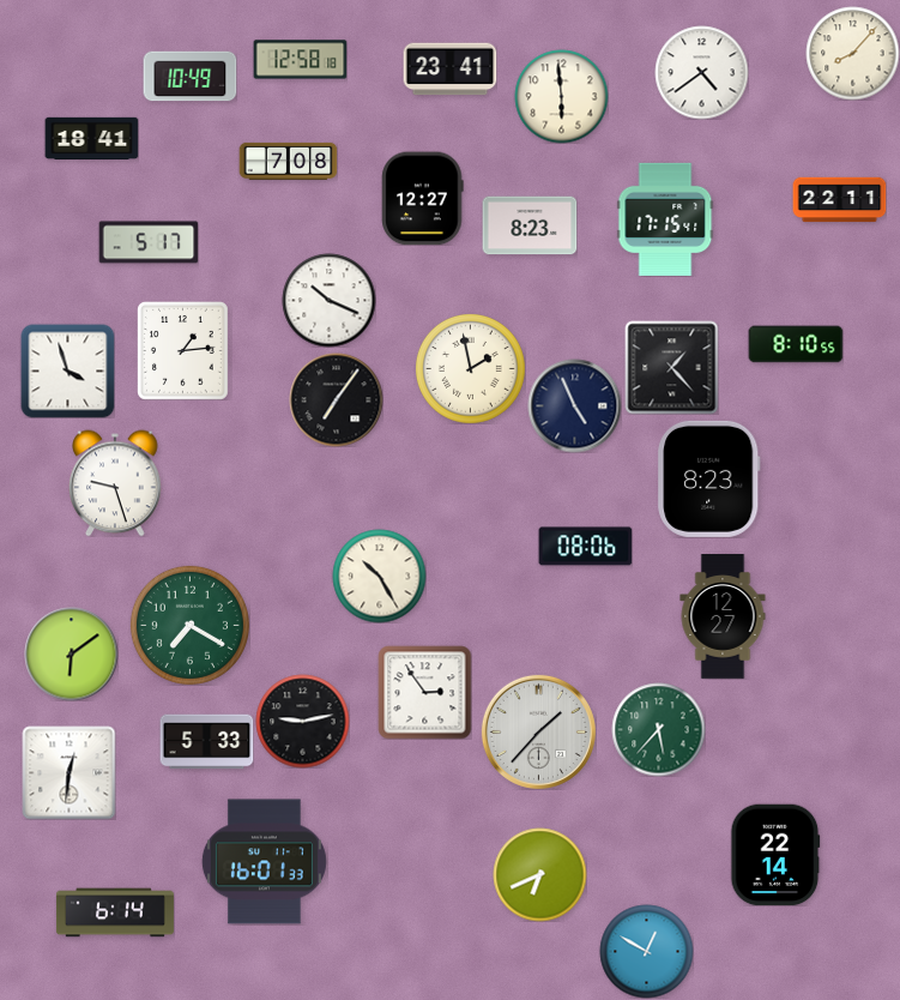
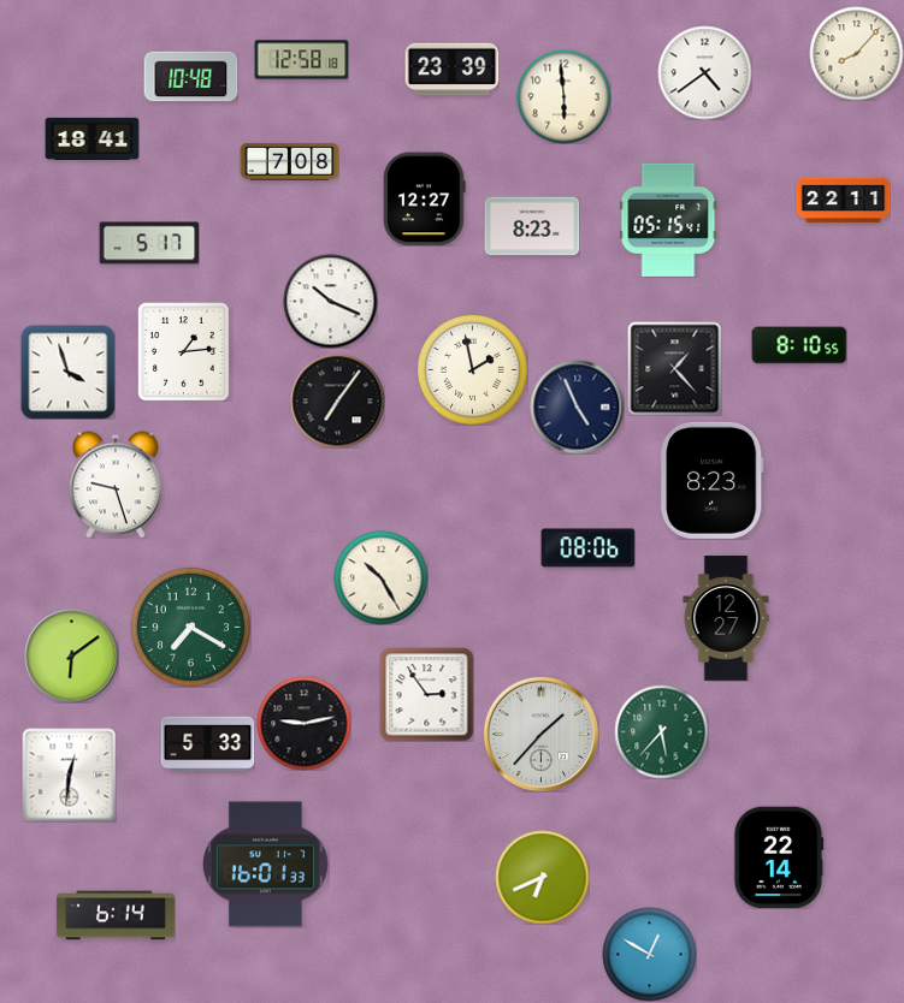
clock at (449, 70): 23:41 -> 23:39
clock at (189, 77): 10:49 -> 10:48
clock at (665, 219): 17:15 -> 05:15
